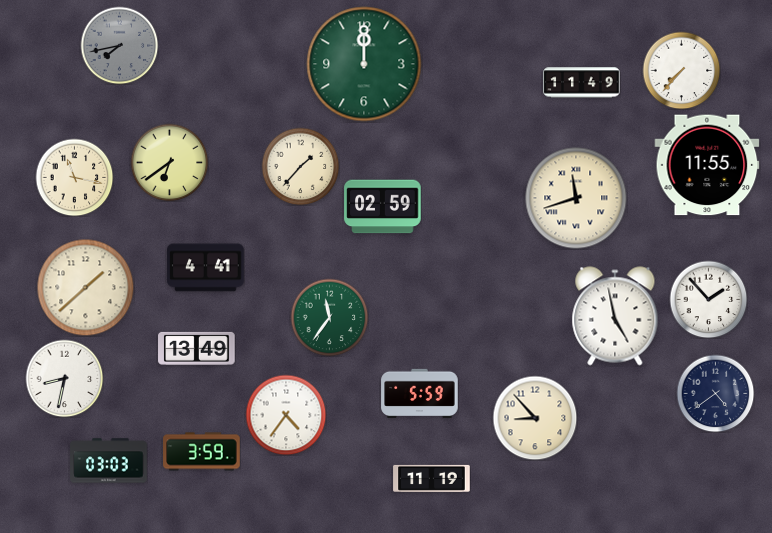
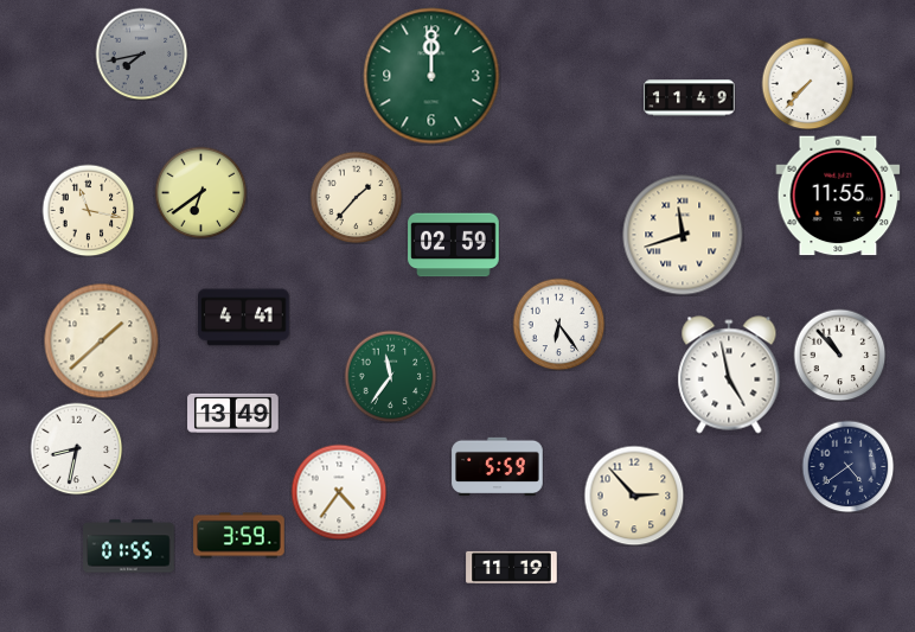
clock at (558, 324): none -> 6:24
clock at (708, 299): 1:53 -> 10:53
clock at (535, 418): 8:53 -> 2:53
clock at (109, 461): 03:03 -> 01:55
